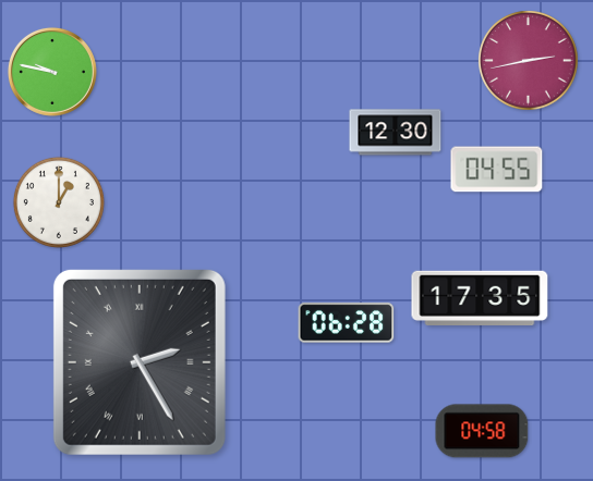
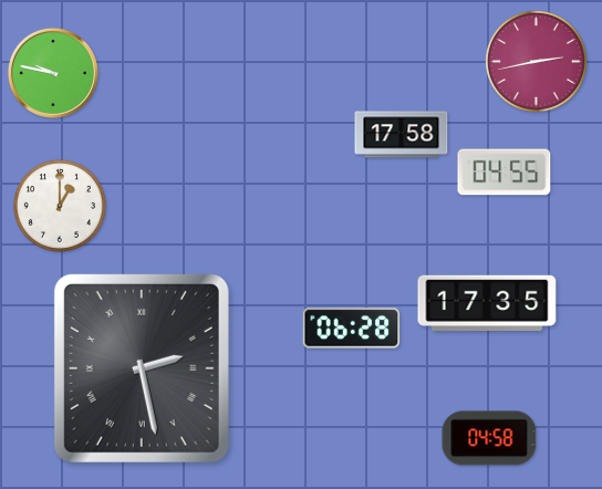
clock at (396, 133): 12:30 -> 17:58
clock at (140, 362): 2:25 -> 2:28
